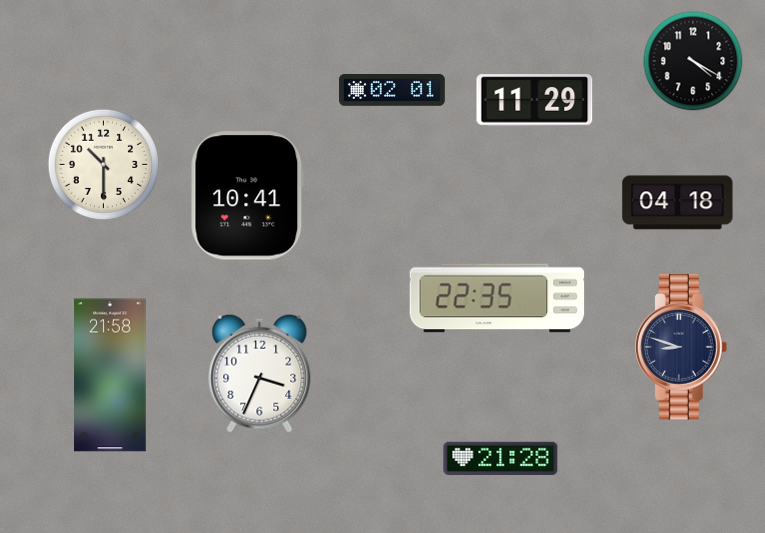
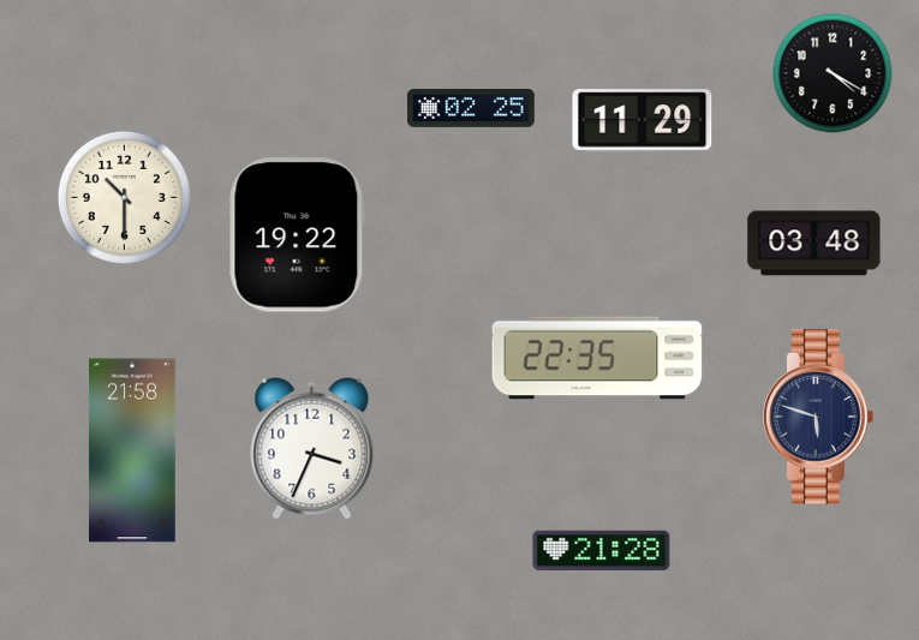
clock at (393, 91): 02:01 -> 02:25
clock at (247, 196): 10:41 -> 19:22
clock at (678, 203): 04:18 -> 03:48
clock at (682, 347): 8:48 -> 5:48
